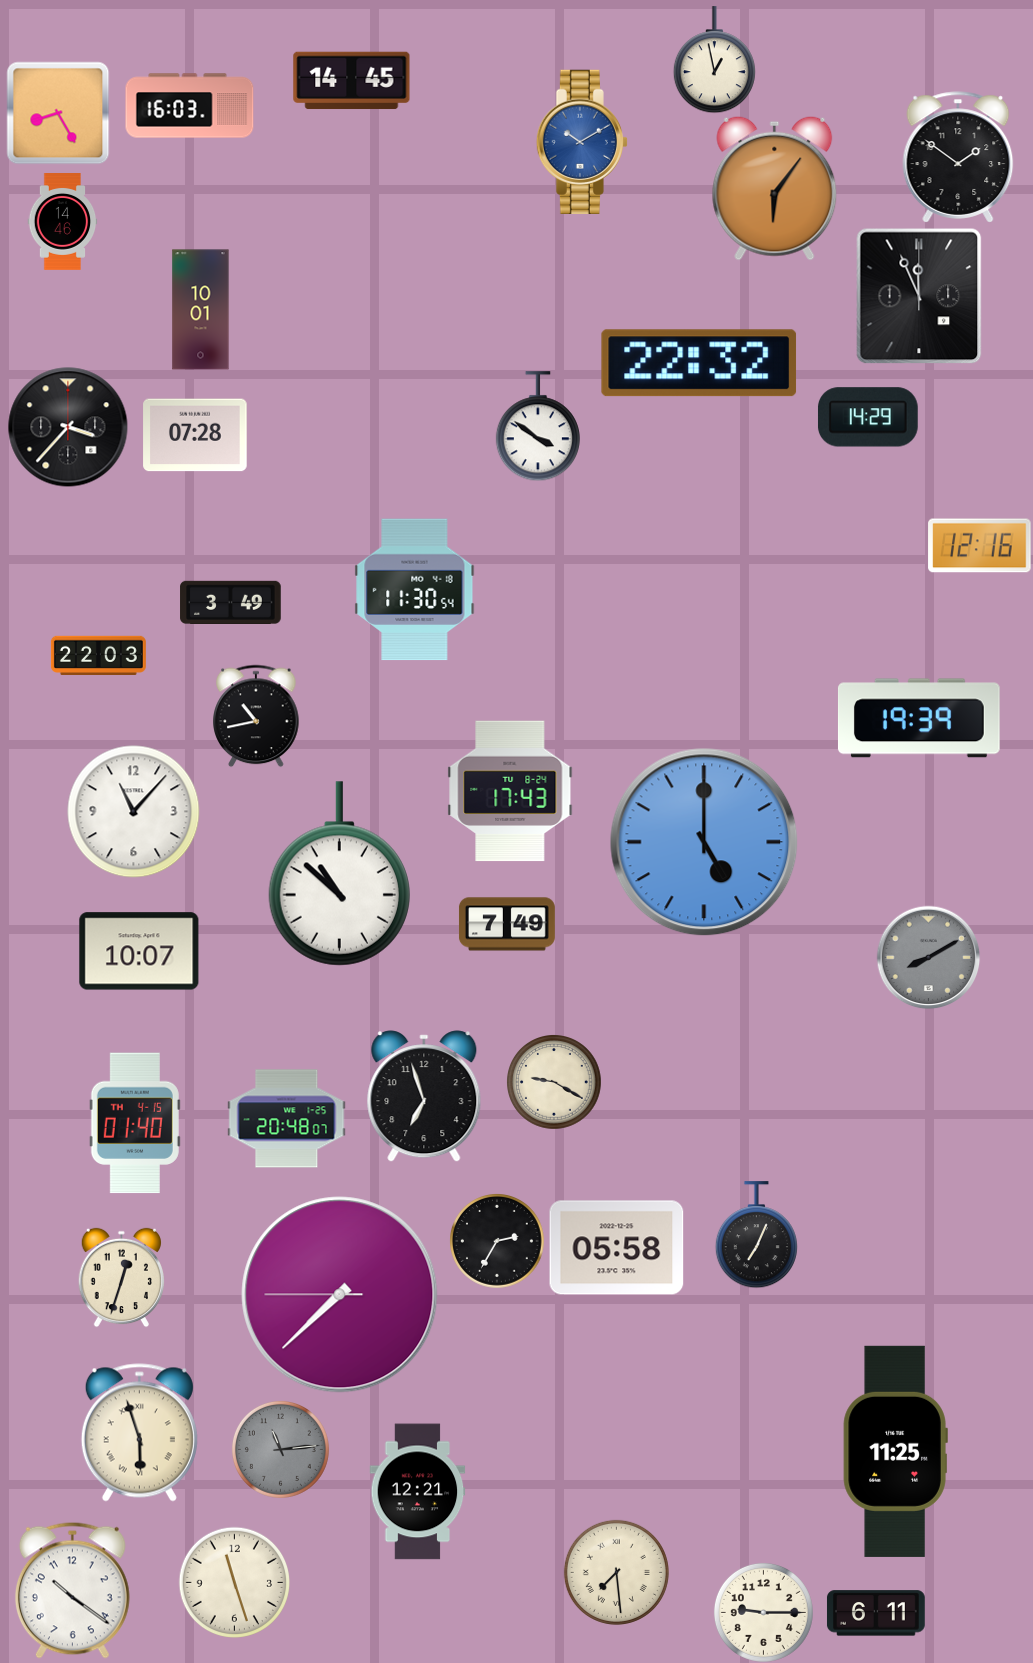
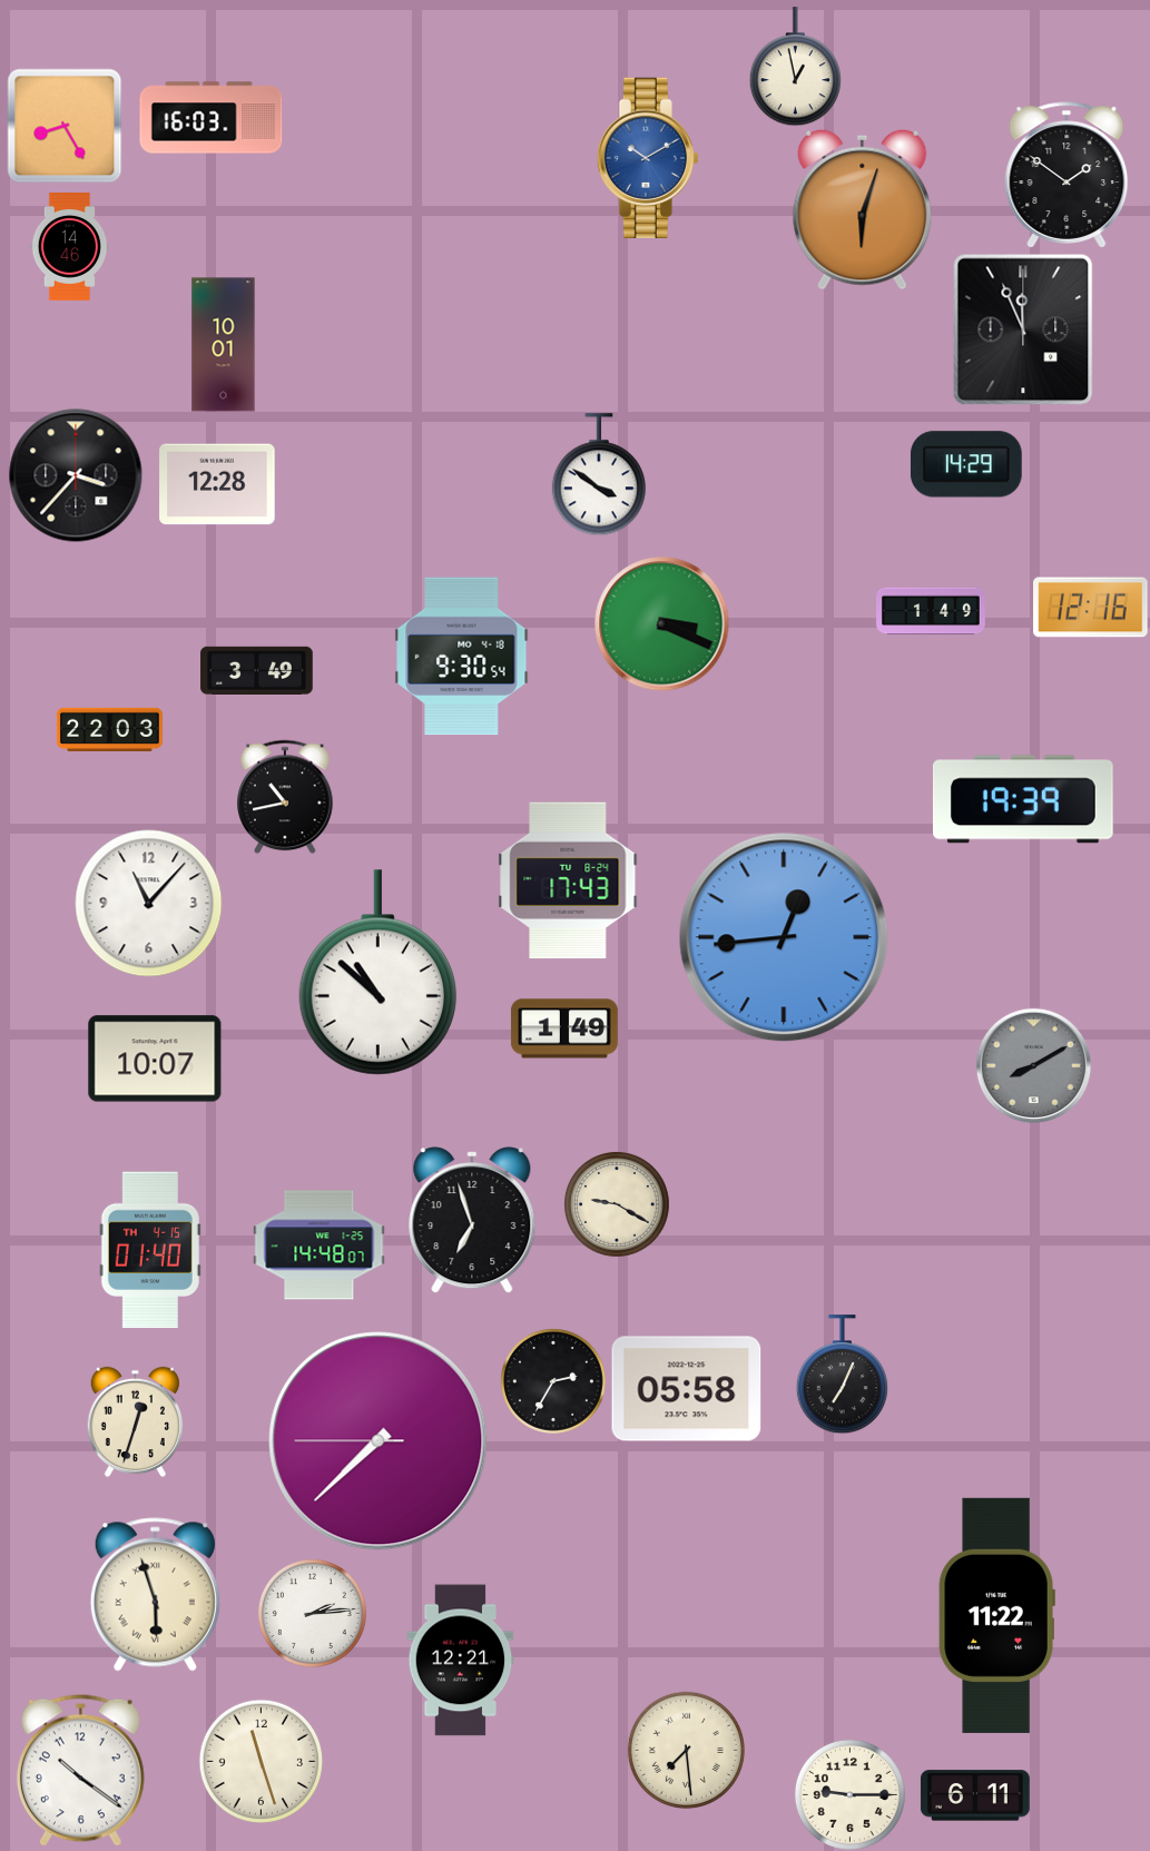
clock at (352, 81): 14:45 -> none
clock at (775, 188): 6:06 -> 6:03
clock at (699, 363): 22:32 -> none
clock at (195, 435): 07:28 -> 12:28
clock at (931, 611): none -> 1:49
clock at (662, 624): none -> 3:19
clock at (415, 590): 11:30 -> 9:30
clock at (704, 842): 5:00 -> 12:44
clock at (507, 924): 7:49 -> 1:49
clock at (287, 1119): 20:48 -> 14:48
clock at (280, 1449): 11:14 -> 2:14
clock at (280, 1449) dial: grey -> white
clock at (895, 1451): 11:25 -> 11:22
clock at (418, 1492) position: (418, 1492) -> (461, 1661)
